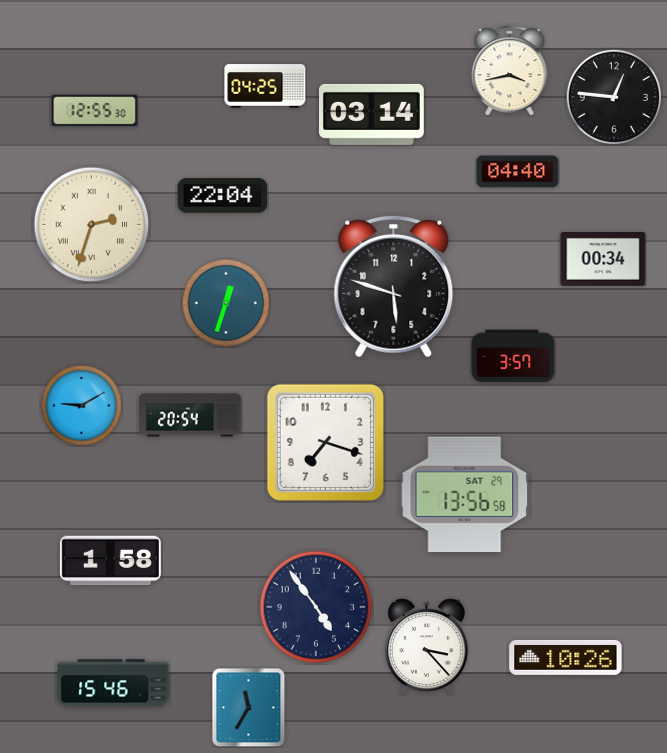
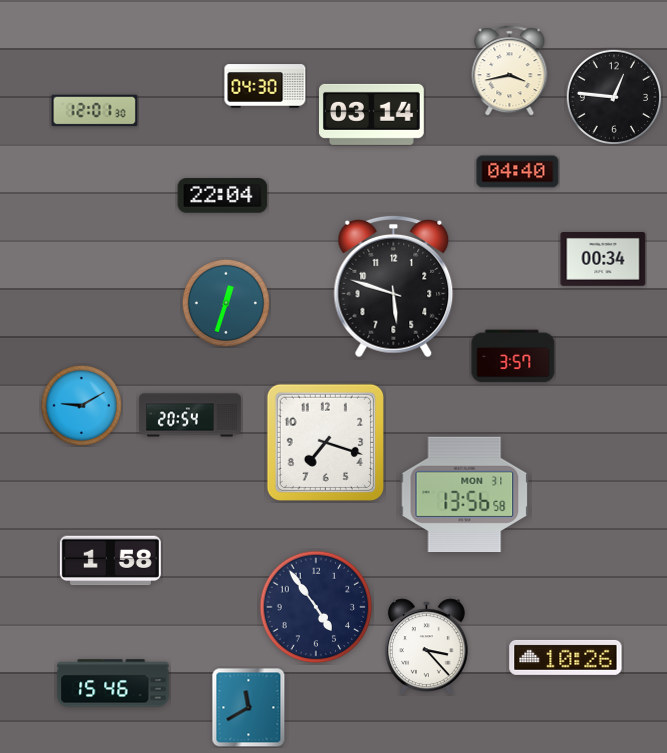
clock at (265, 86): 04:25 -> 04:30
clock at (95, 111): 12:55 -> 12:01
clock at (92, 225): 2:33 -> none
clock at (465, 494) date: SAT 29 -> MON 31
clock at (249, 707): 11:35 -> 11:40
